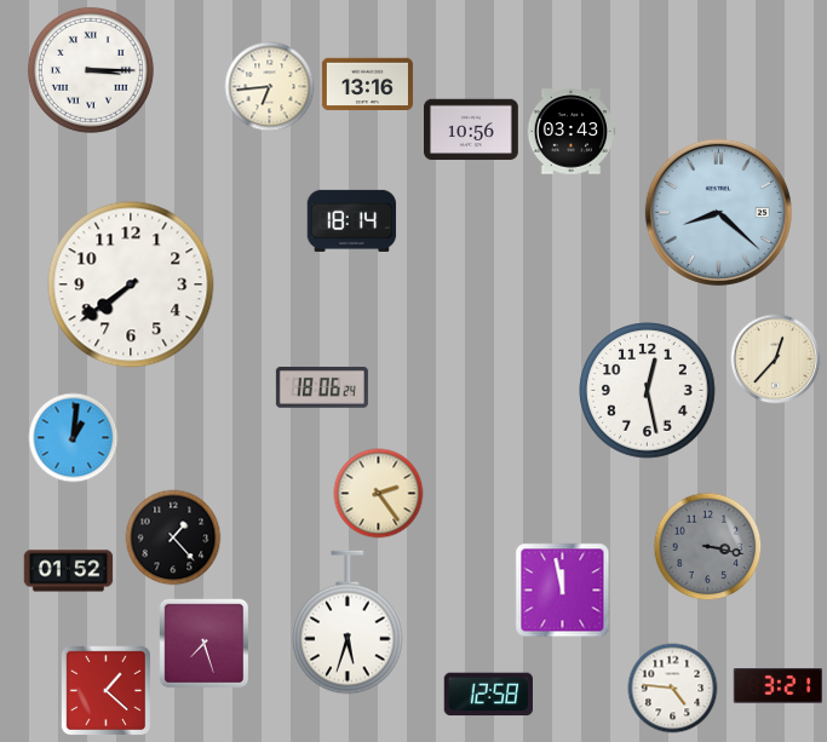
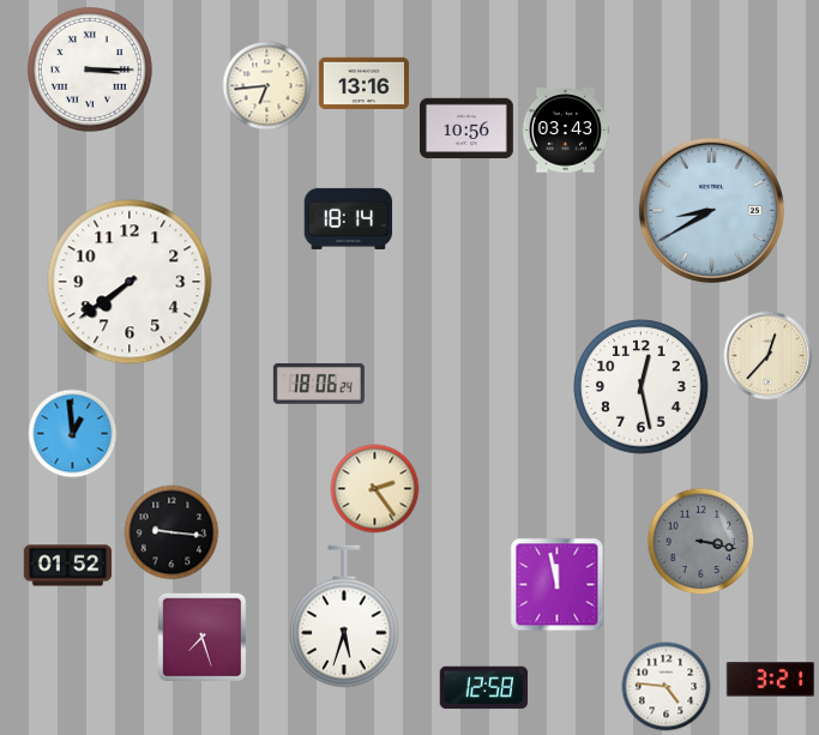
clock at (718, 212): 8:22 -> 8:40
clock at (74, 438): 1:01 -> 12:59
clock at (173, 537): 1:23 -> 9:16
clock at (673, 689) position: (673, 689) -> (667, 687)
clock at (105, 690): 1:22 -> none
